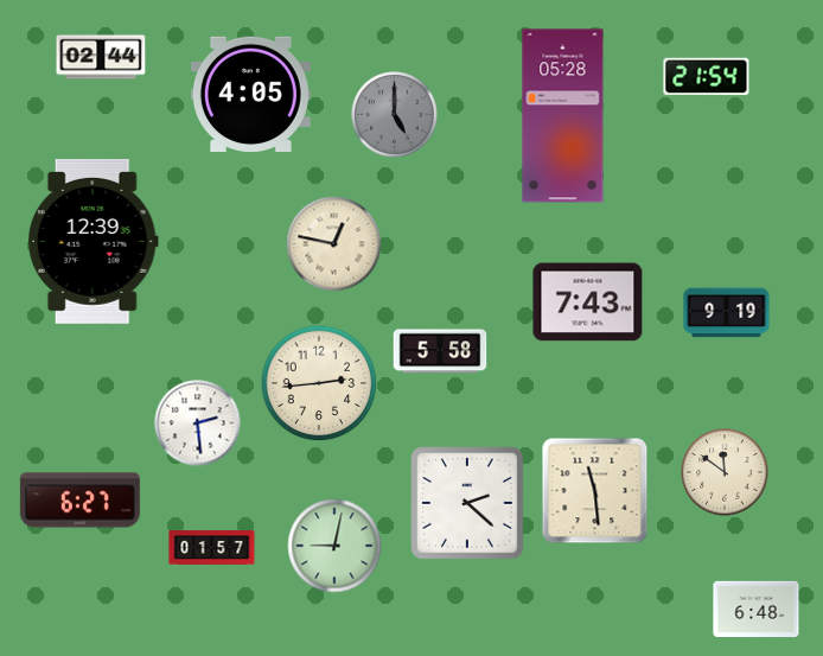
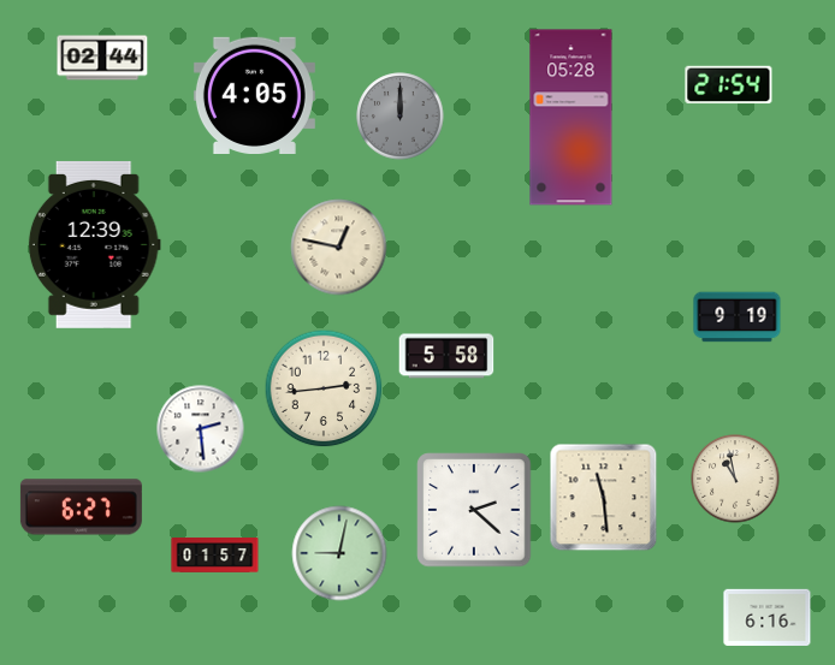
clock at (707, 77) position: (707, 77) -> (729, 85)
clock at (395, 115): 5:00 -> 12:00
clock at (588, 302): 7:43 -> none
clock at (725, 472): 11:51 -> 10:58
clock at (757, 609): 6:48 -> 6:16
